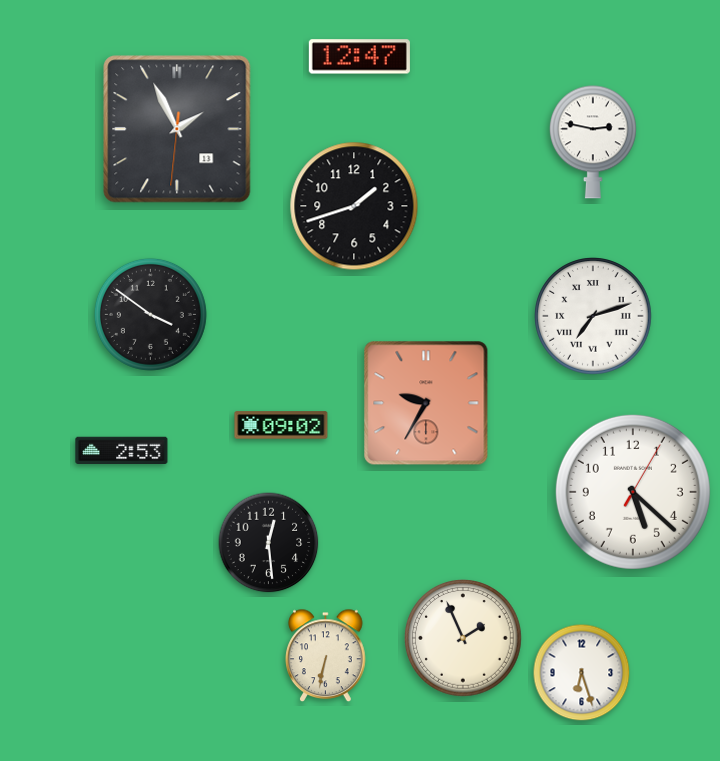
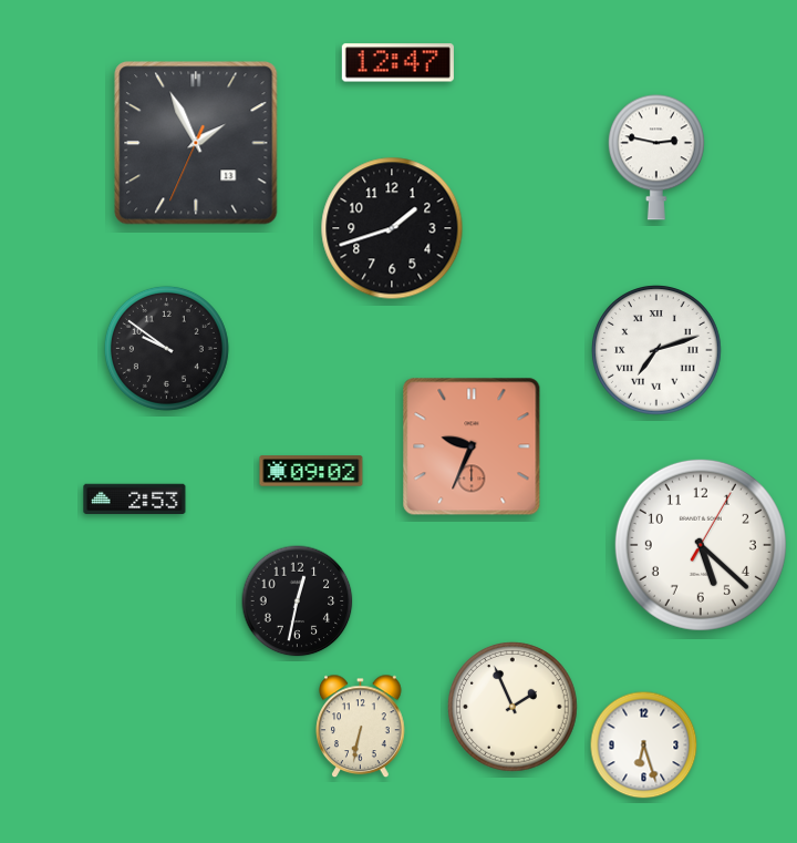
clock at (177, 129): 1:55:31 -> 1:55:34
clock at (150, 314): 3:51 -> 9:51
clock at (426, 403): 9:35 -> 9:34
clock at (269, 543): 12:29 -> 12:32
